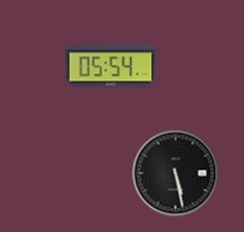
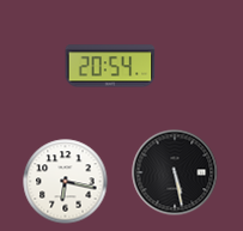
clock at (111, 66): 05:54 -> 20:54
clock at (66, 182): none -> 6:17
